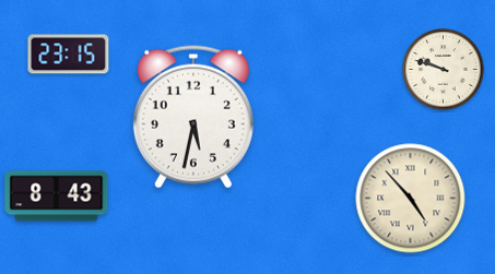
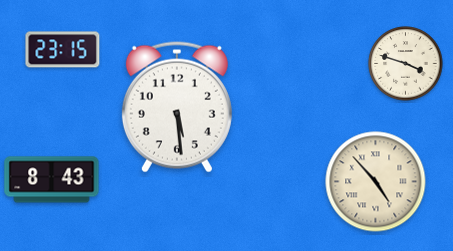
clock at (444, 70): 9:48 -> 3:48
clock at (193, 117): 5:32 -> 5:29
